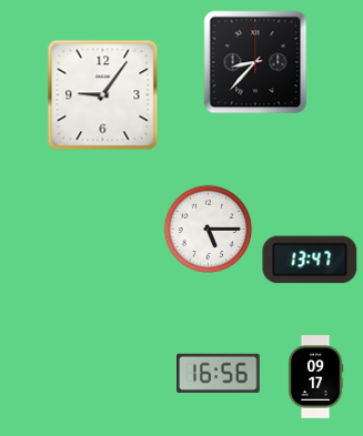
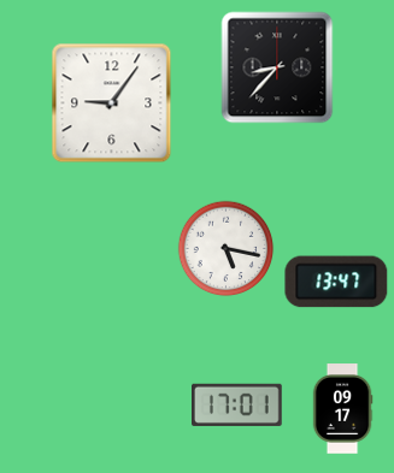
clock at (209, 230): 5:15 -> 5:17
clock at (219, 373): 16:56 -> 17:01
